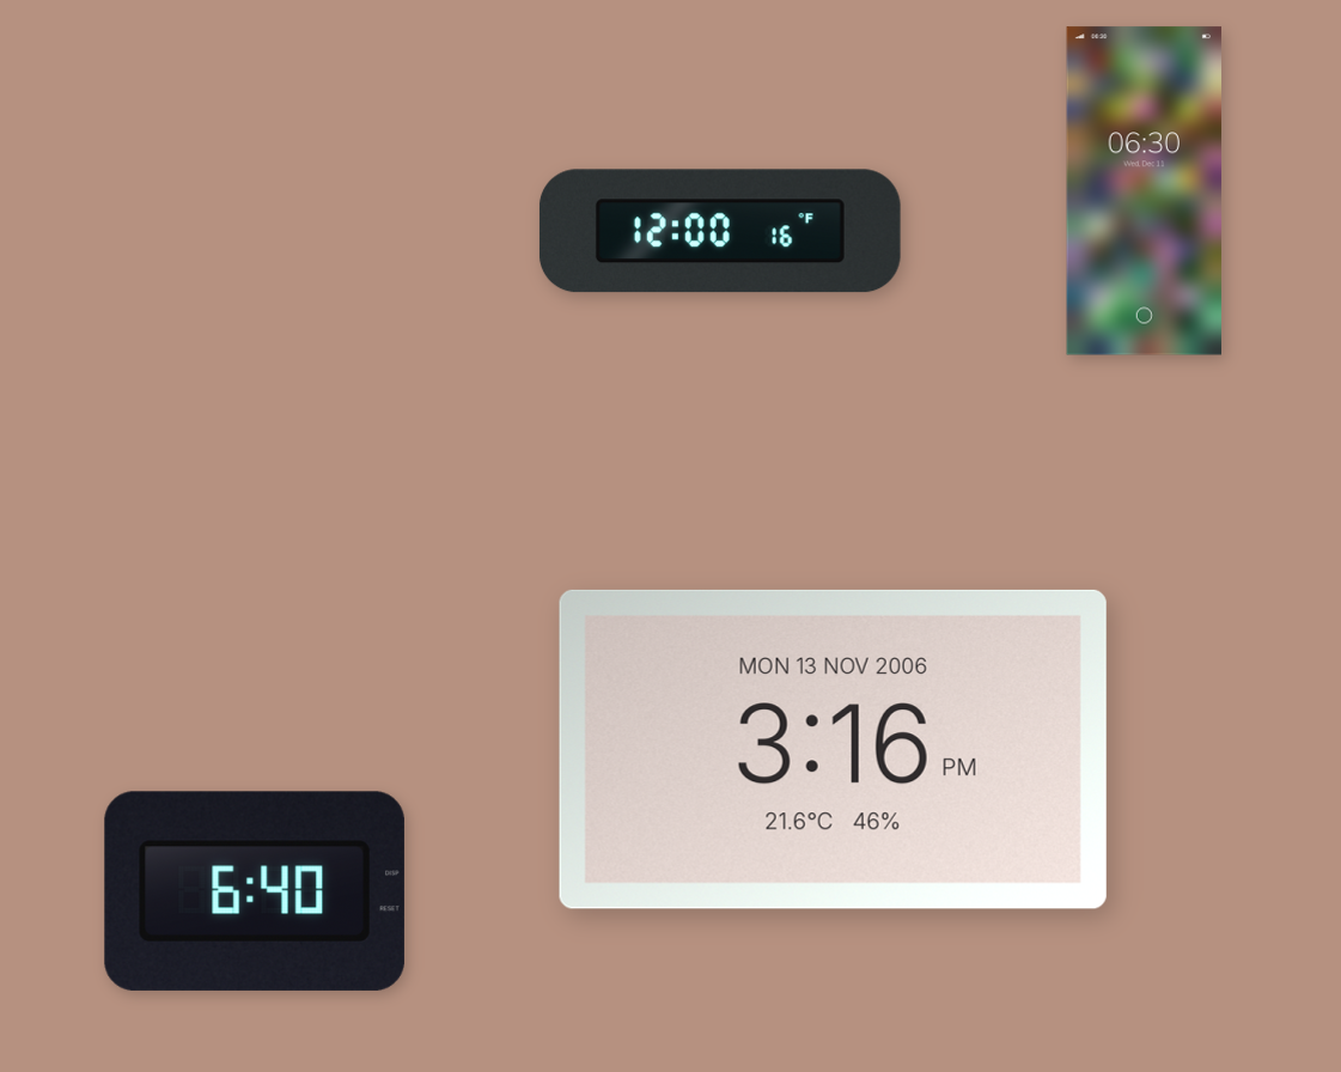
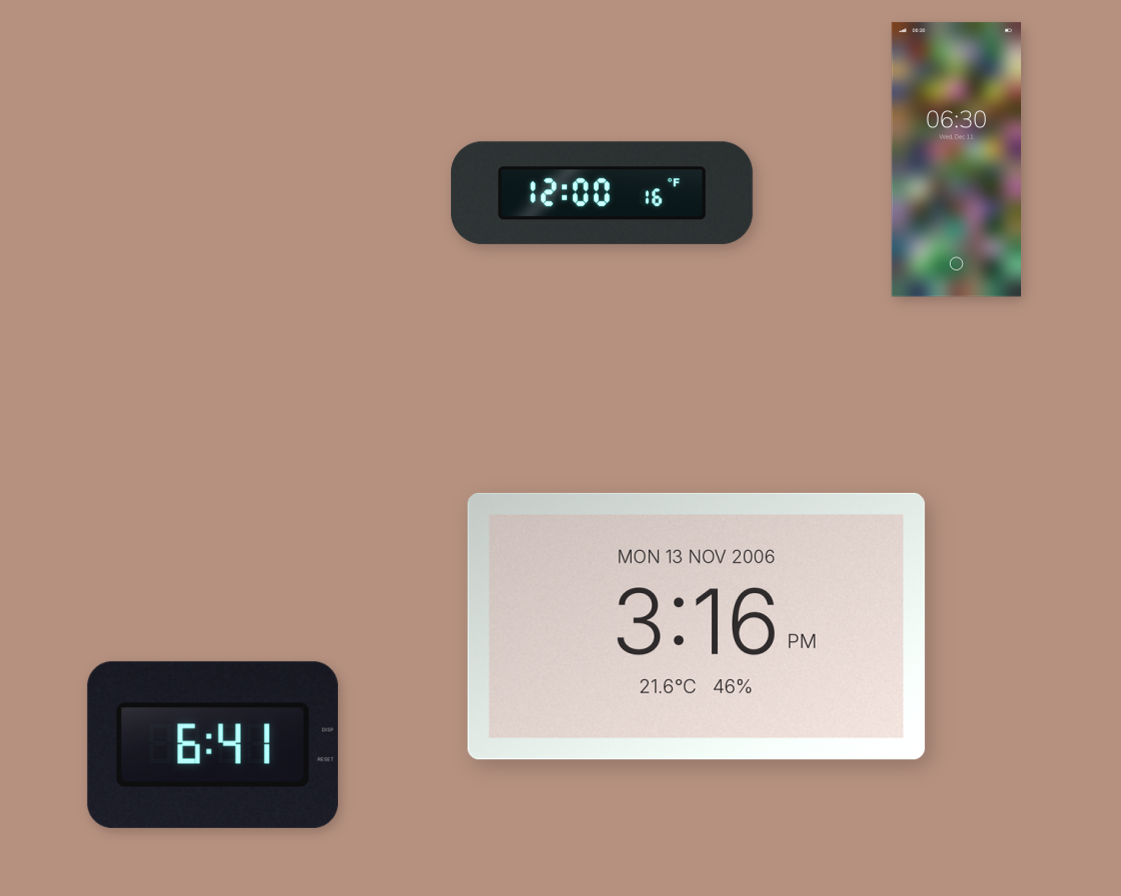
clock at (255, 891): 6:40 -> 6:41
